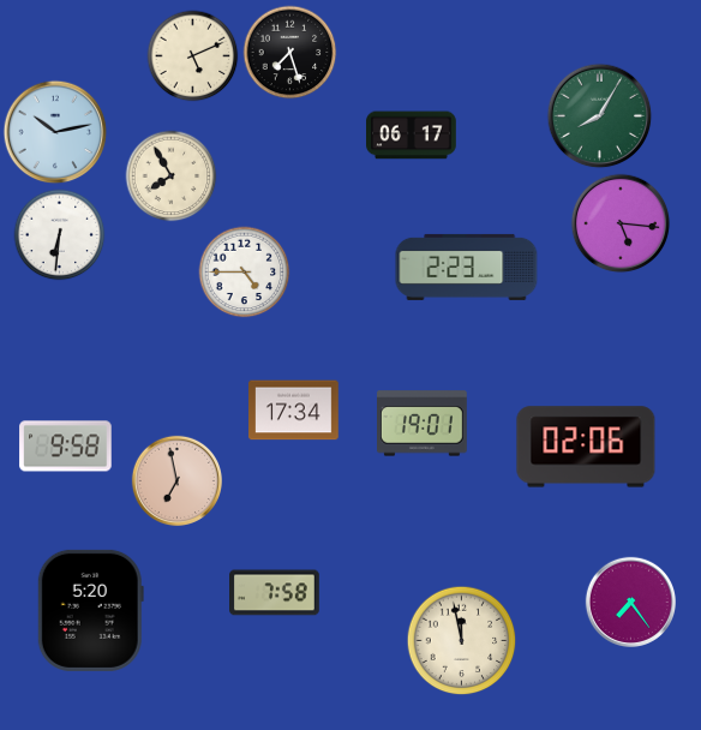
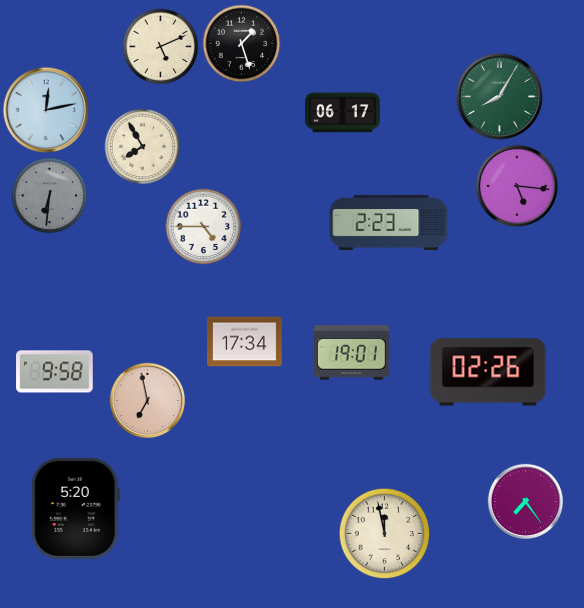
clock at (290, 53): 7:27 -> 1:27
clock at (55, 132): 10:13 -> 12:13
clock at (60, 235) dial: white -> grey
clock at (586, 447): 02:06 -> 02:26
clock at (275, 593): 7:58 -> none
